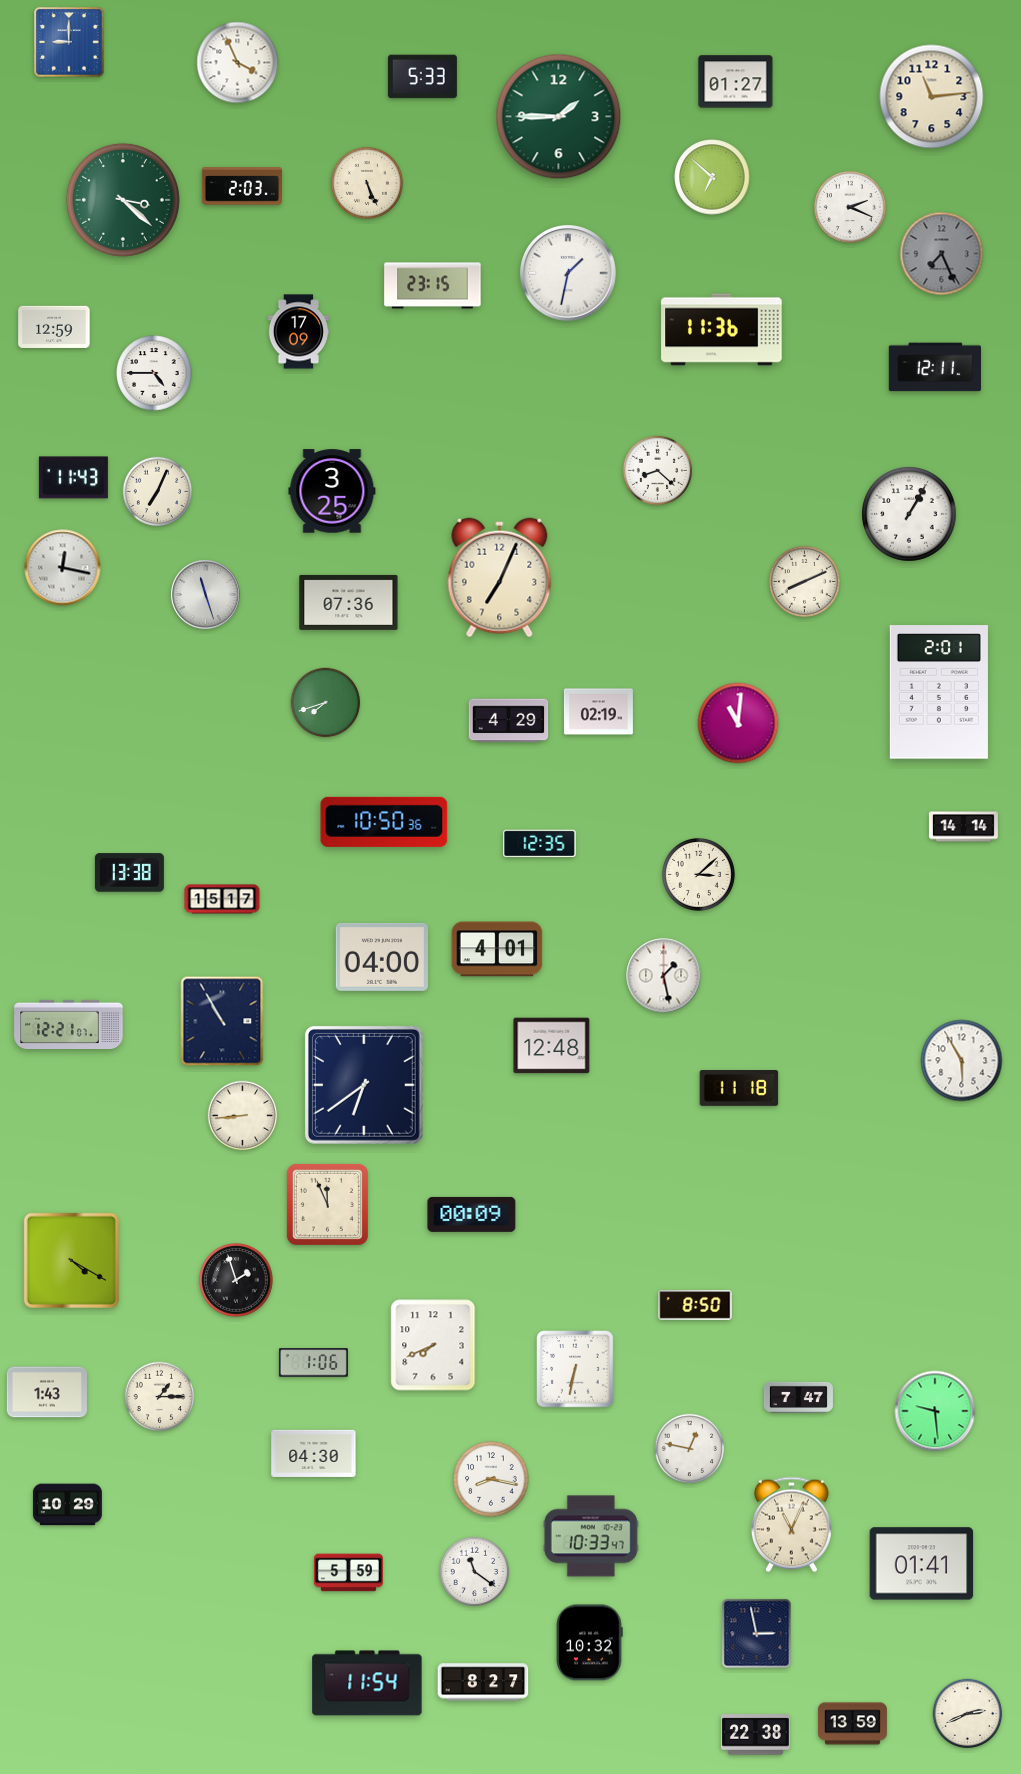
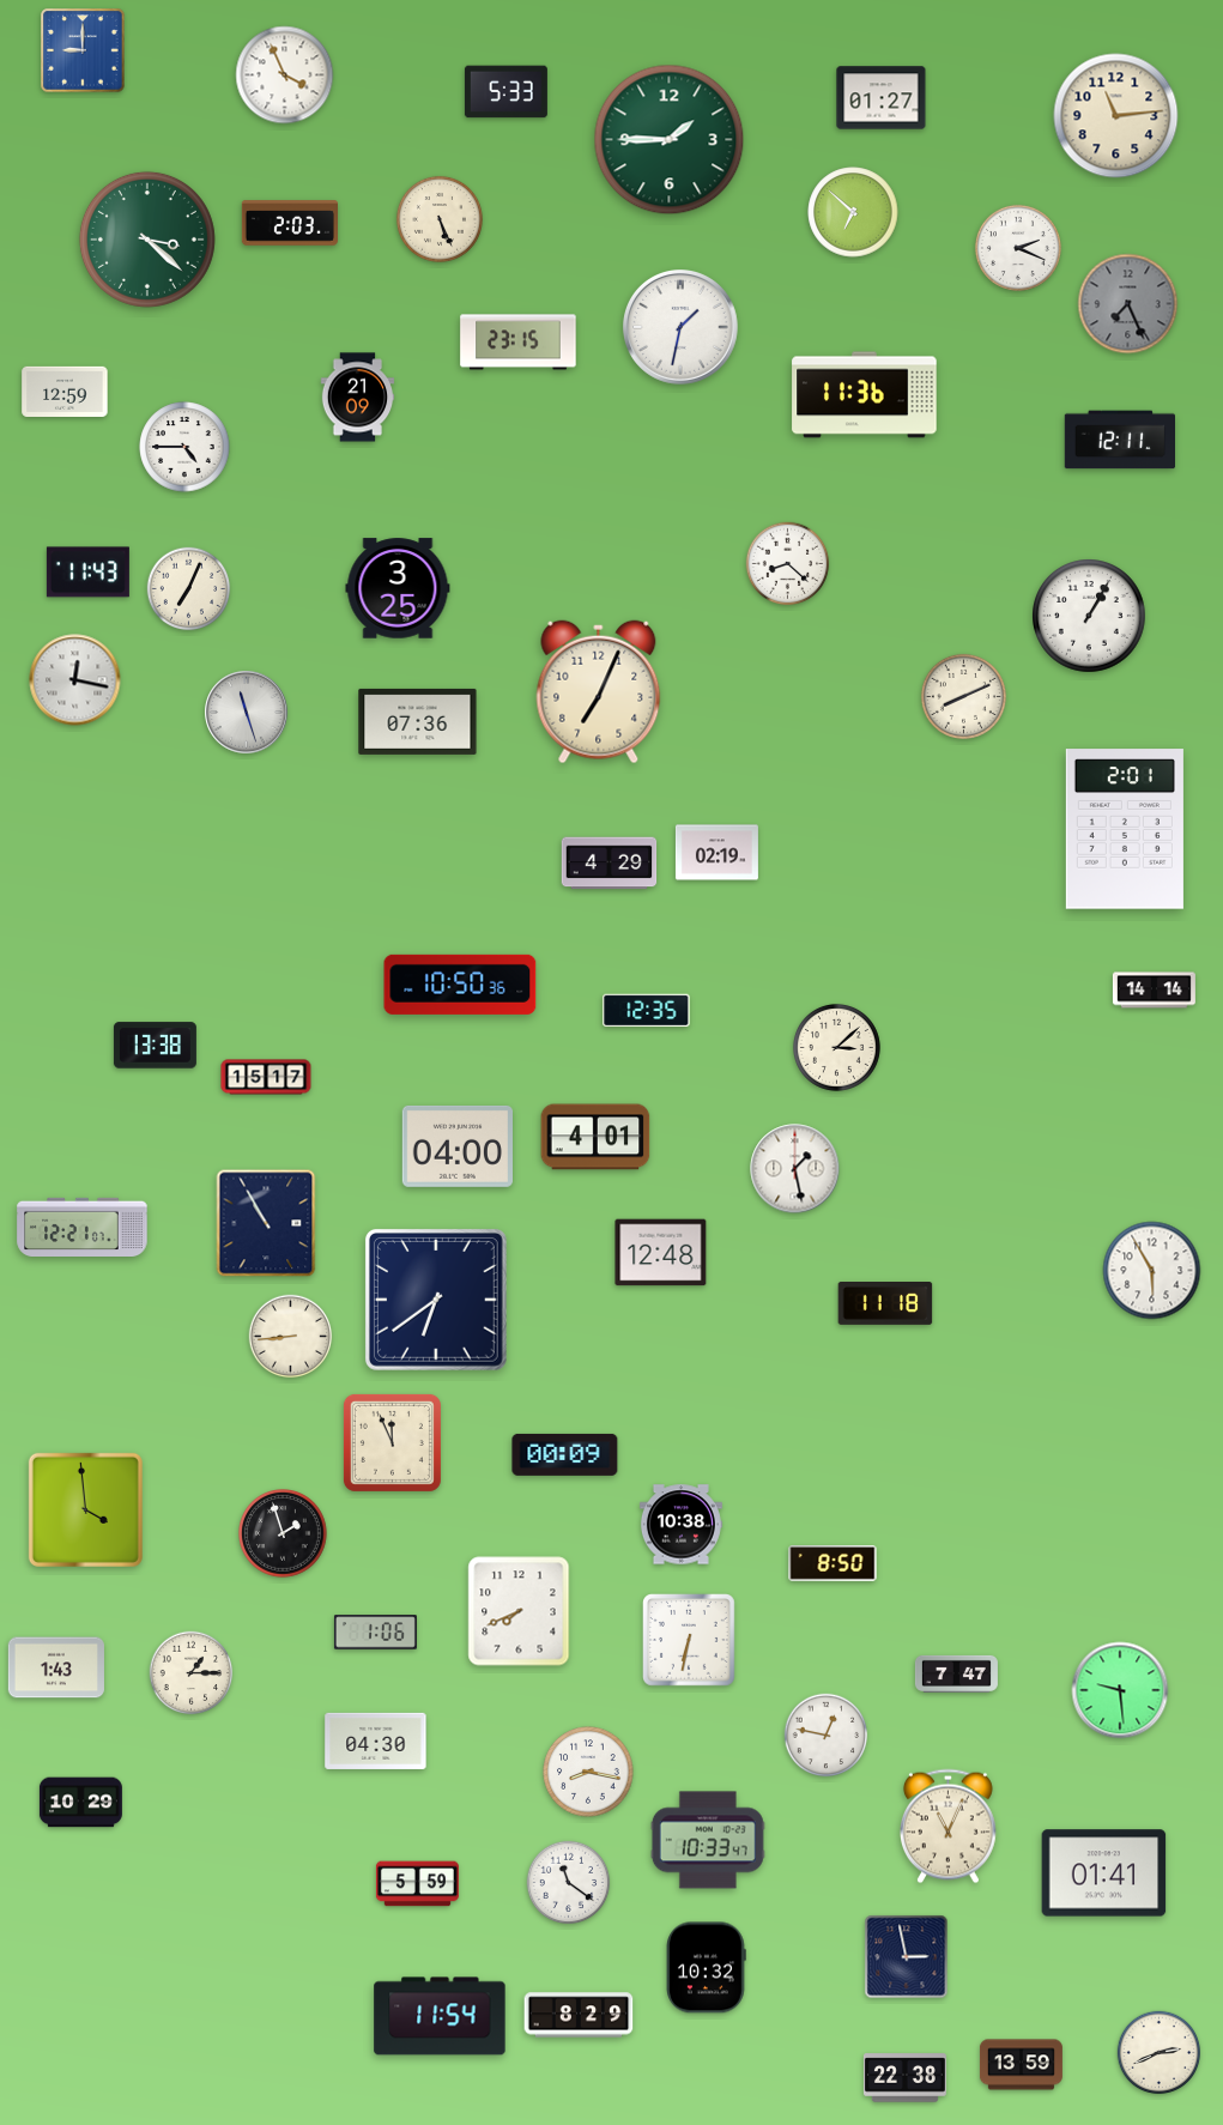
clock at (299, 332): 17:09 -> 21:09
clock at (326, 703): 7:42 -> none
clock at (738, 723): 11:01 -> none
clock at (71, 1260): 4:20 -> 3:59
clock at (680, 1525): none -> 10:38
clock at (483, 1682): 8:27 -> 8:29
